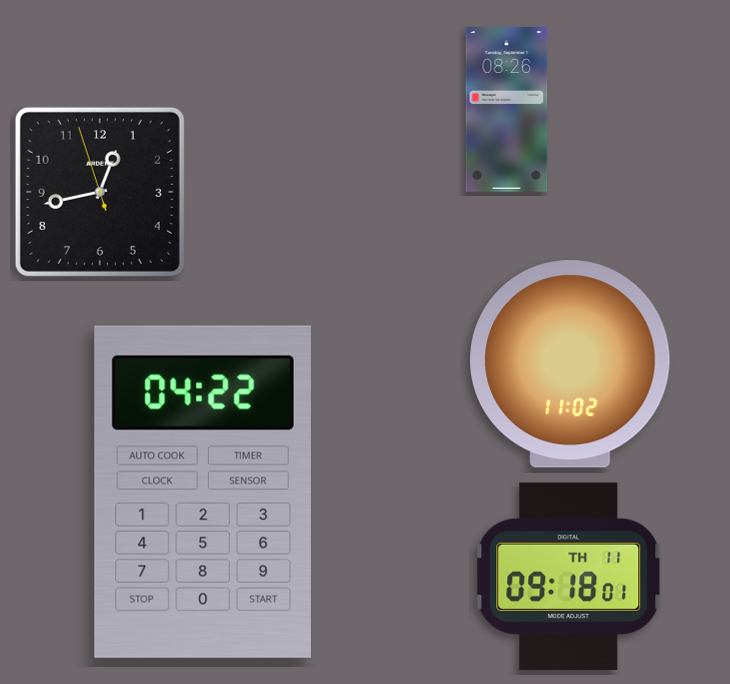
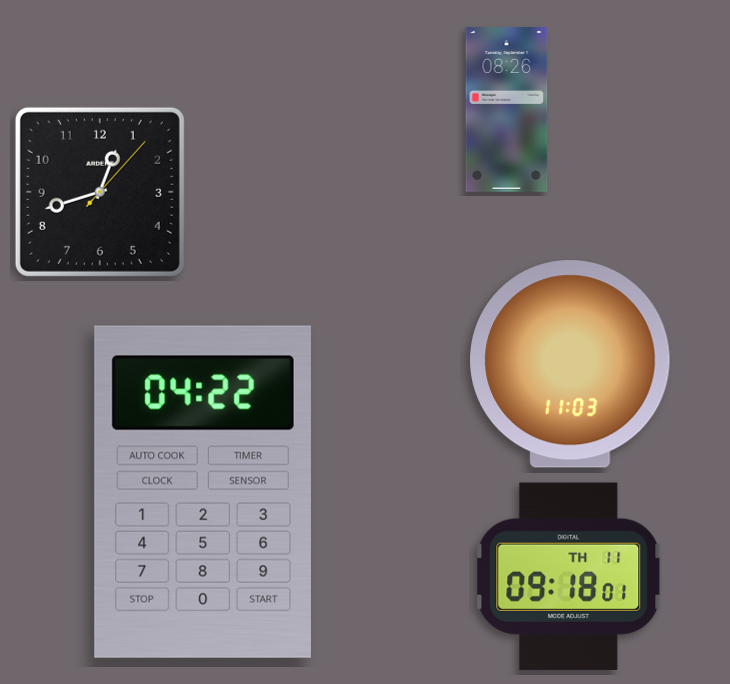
clock at (100, 192): 12:42:57 -> 12:42:07
clock at (570, 364): 11:02 -> 11:03
